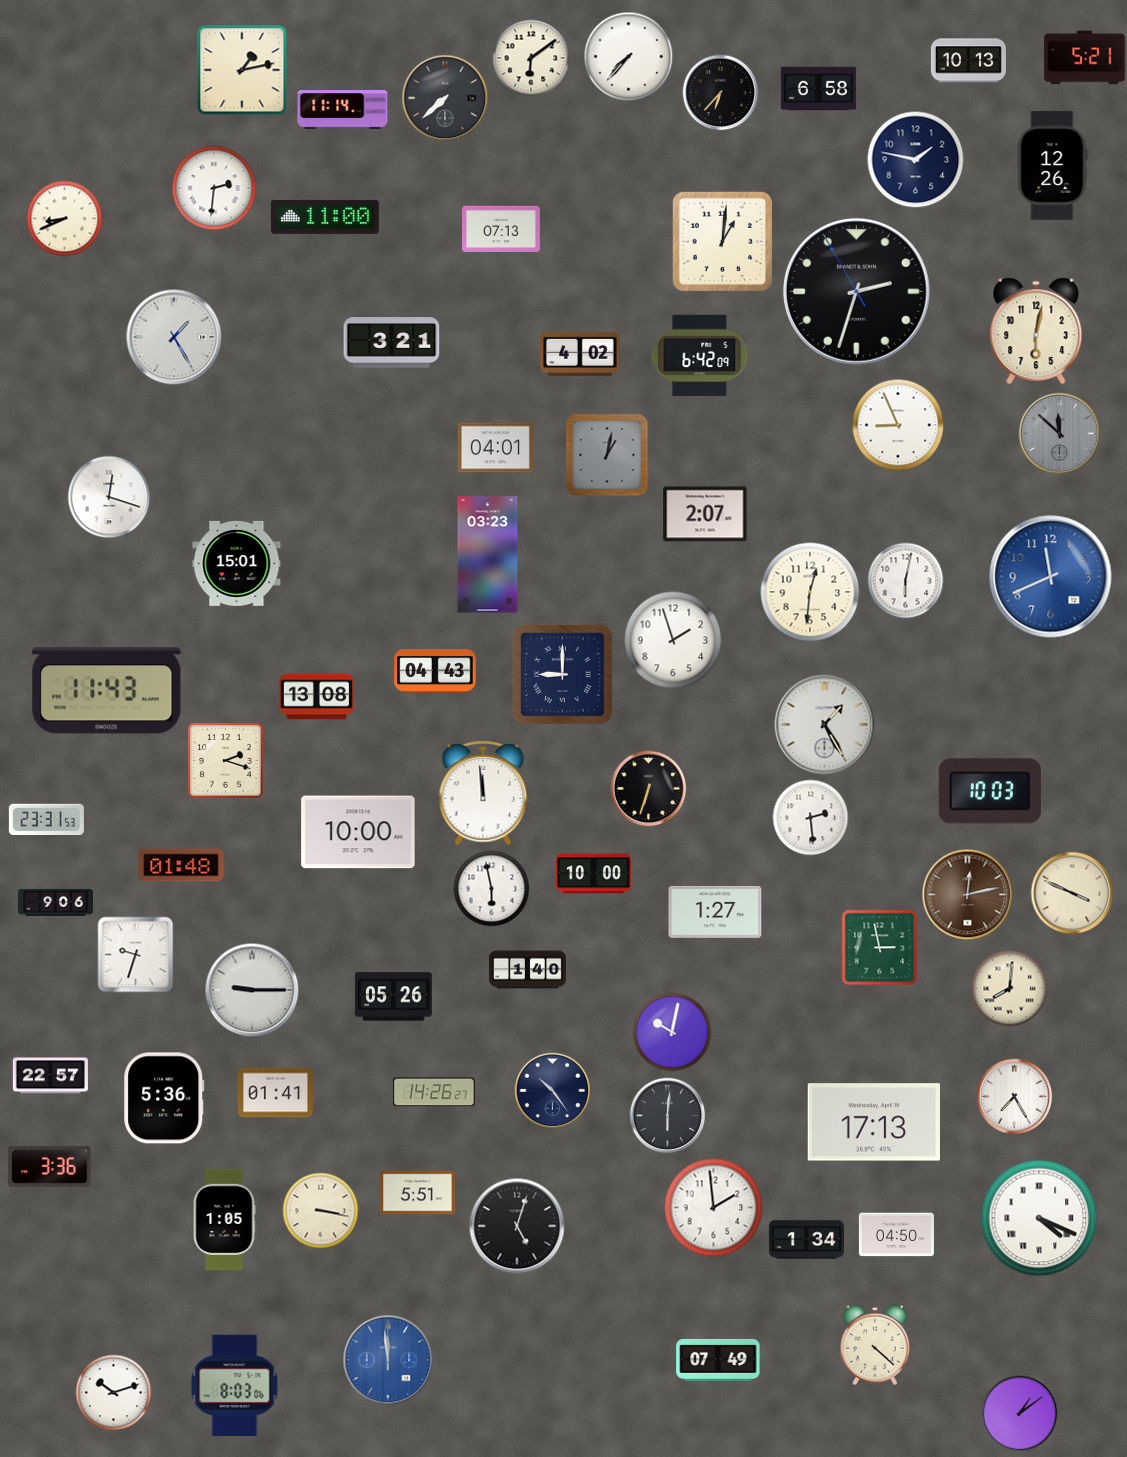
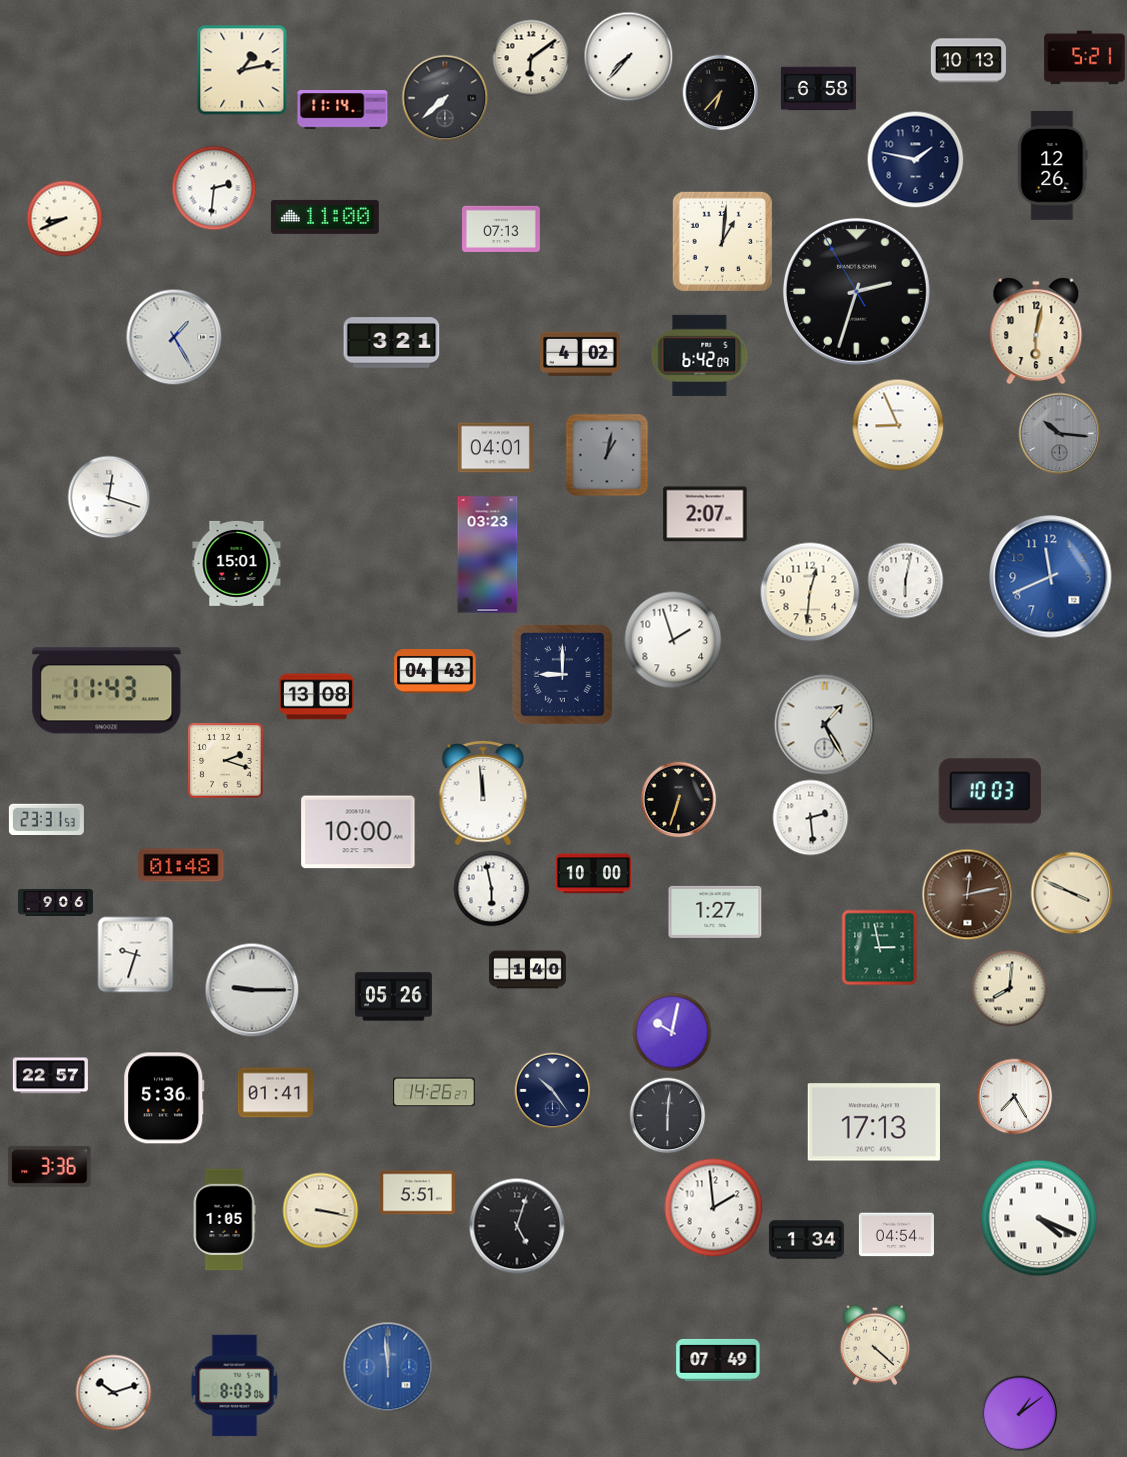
clock at (1060, 434): 11:52 -> 10:16
clock at (649, 789) position: (649, 789) -> (679, 800)
clock at (896, 1235): 04:50 -> 04:54
clock at (388, 1360) position: (388, 1360) -> (388, 1367)
